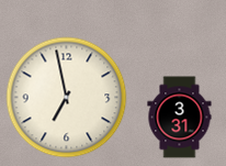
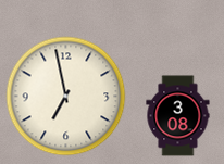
clock at (180, 118): 3:31 -> 3:08
